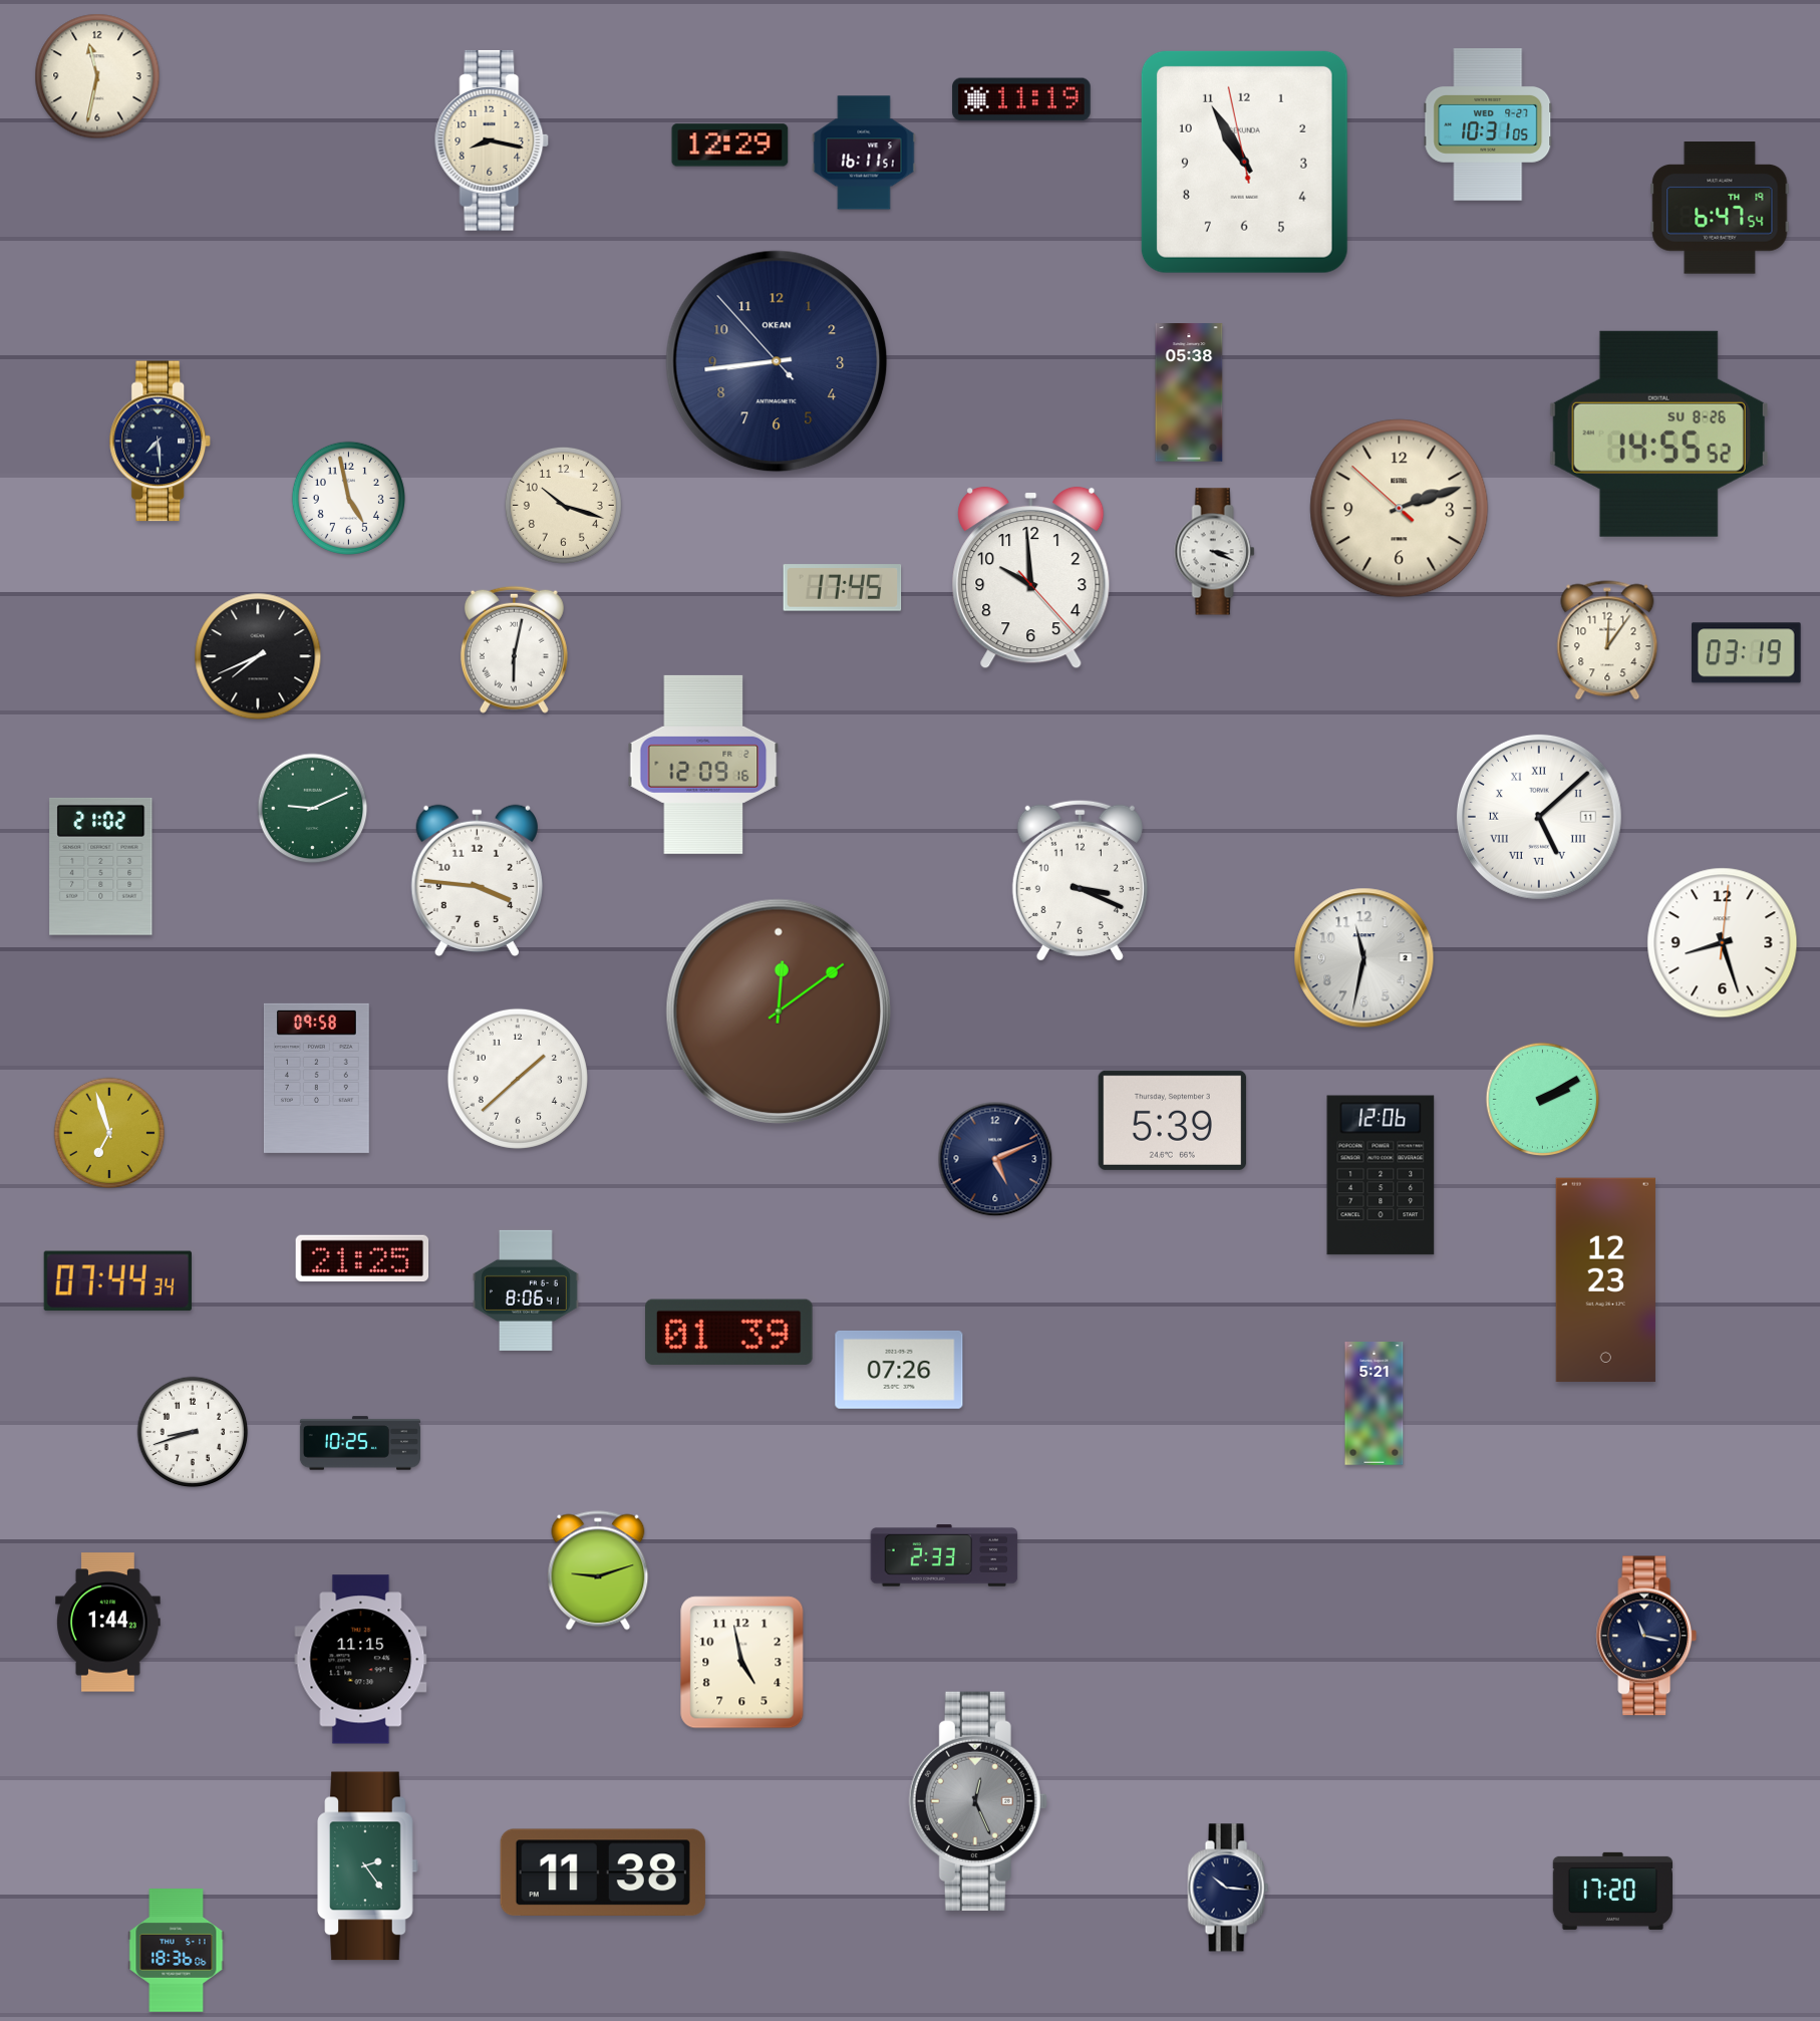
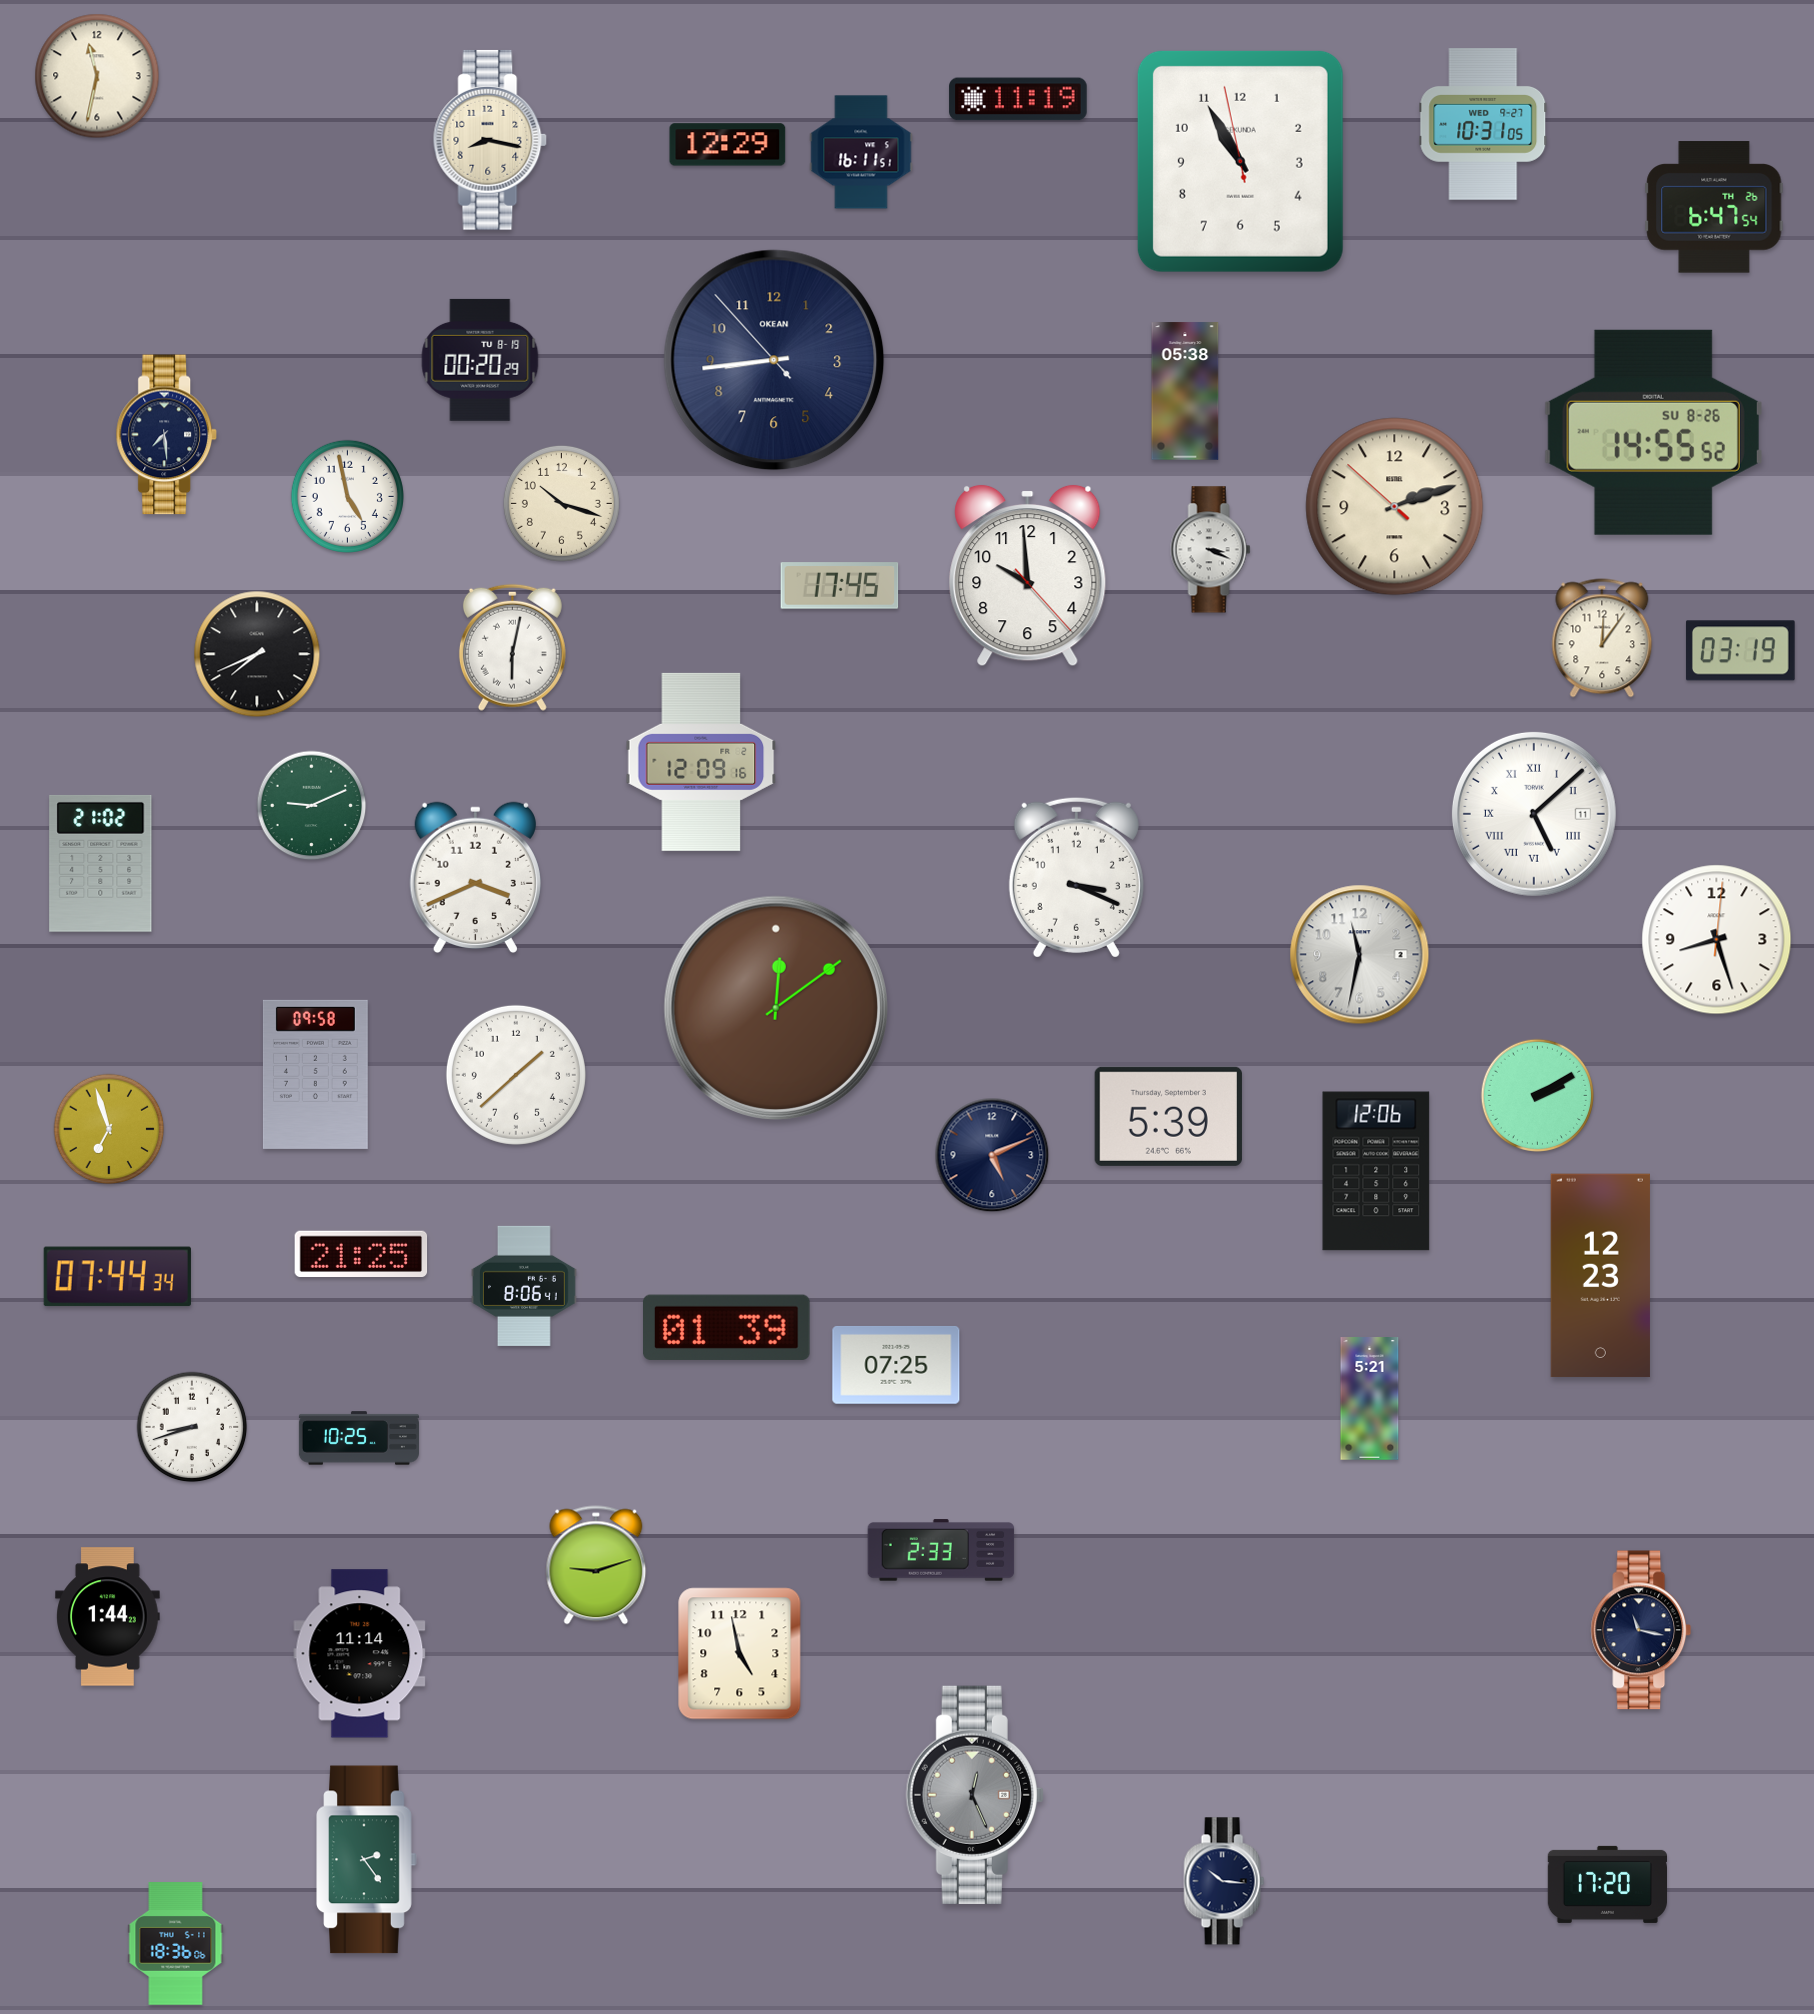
clock at (1720, 208) date: TH 19 -> TH 26
clock at (480, 360): none -> 00:20
clock at (160, 442) position: (160, 442) -> (166, 435)
clock at (477, 880): 3:46 -> 3:41
clock at (899, 1370): 07:26 -> 07:25
clock at (361, 1660): 11:15 -> 11:14
clock at (742, 1663) position: (742, 1663) -> (740, 1654)
clock at (603, 1872): 11:38 -> none
